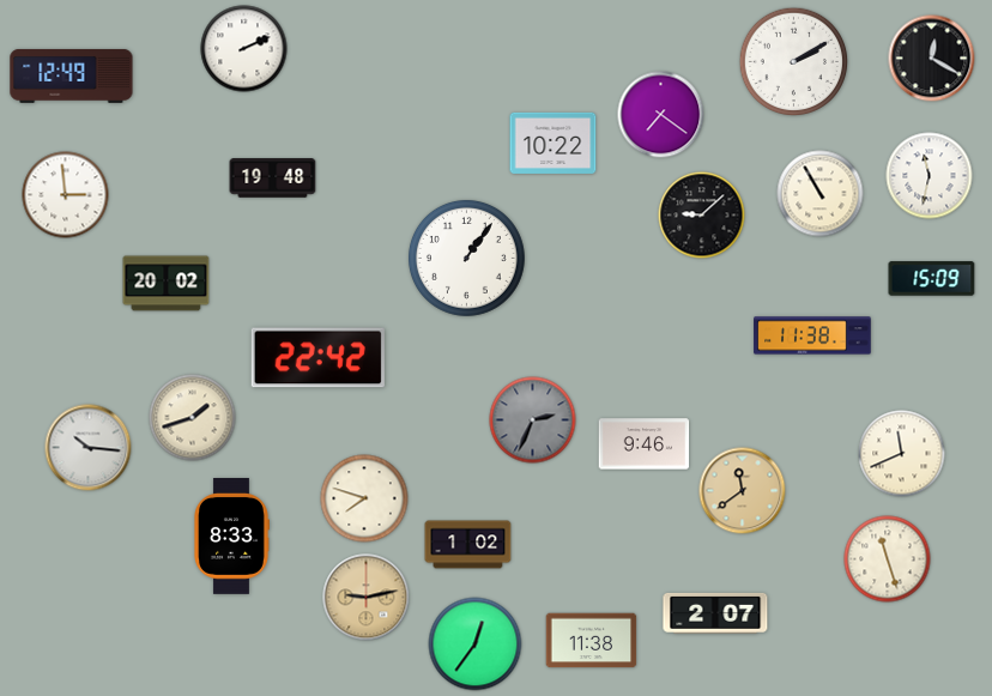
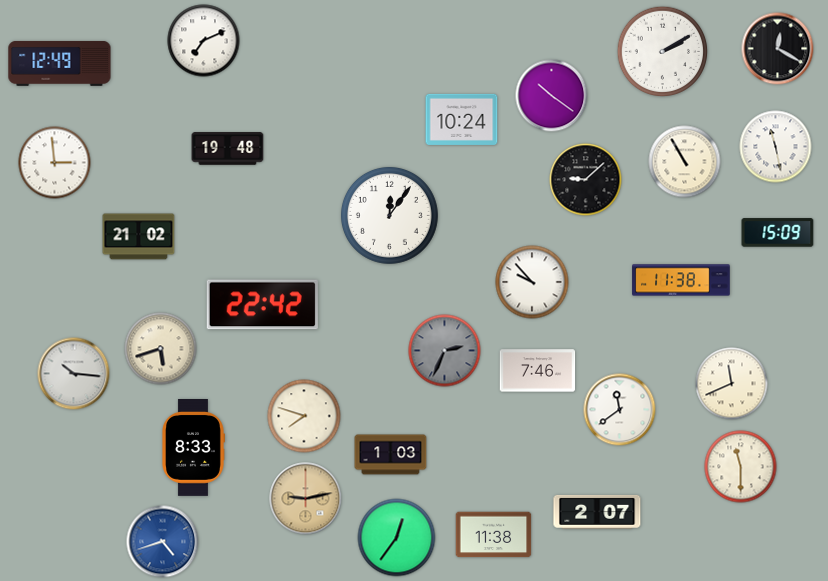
clock at (244, 49): 2:11 -> 7:11
clock at (661, 115): 7:21 -> 10:21
clock at (554, 143): 10:22 -> 10:24
clock at (930, 176): 11:32 -> 11:28
clock at (466, 258): 1:06 -> 12:06
clock at (167, 284): 20:02 -> 21:02
clock at (812, 335) position: (812, 335) -> (681, 280)
clock at (532, 282): none -> 9:53
clock at (317, 358) position: (317, 358) -> (262, 305)
clock at (193, 418): 1:42 -> 5:42
clock at (645, 444): 9:46 -> 7:46
clock at (902, 454) position: (902, 454) -> (732, 384)
clock at (743, 491) dial: champagne -> white
clock at (468, 545): 1:02 -> 1:03
clock at (888, 559): 11:27 -> 11:30
clock at (163, 542): none -> 4:42
